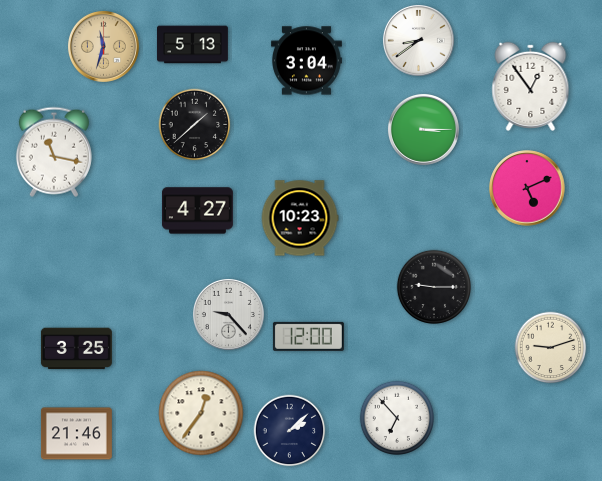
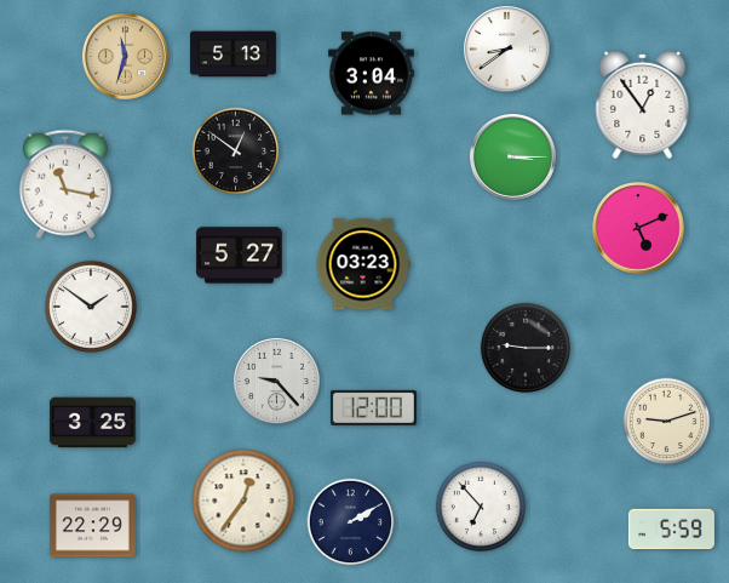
clock at (195, 125): 1:38 -> 12:51
clock at (197, 211): 4:27 -> 5:27
clock at (300, 218): 10:23 -> 03:23
clock at (91, 307): none -> 1:51
clock at (290, 431): 2:08 -> 2:10
clock at (76, 434): 21:46 -> 22:29
clock at (671, 528): none -> 5:59
